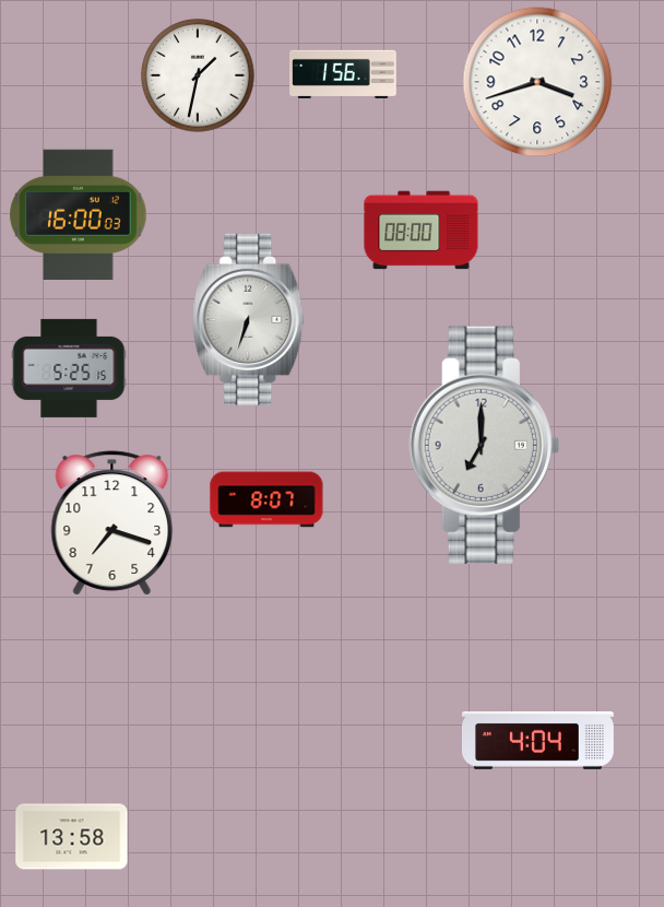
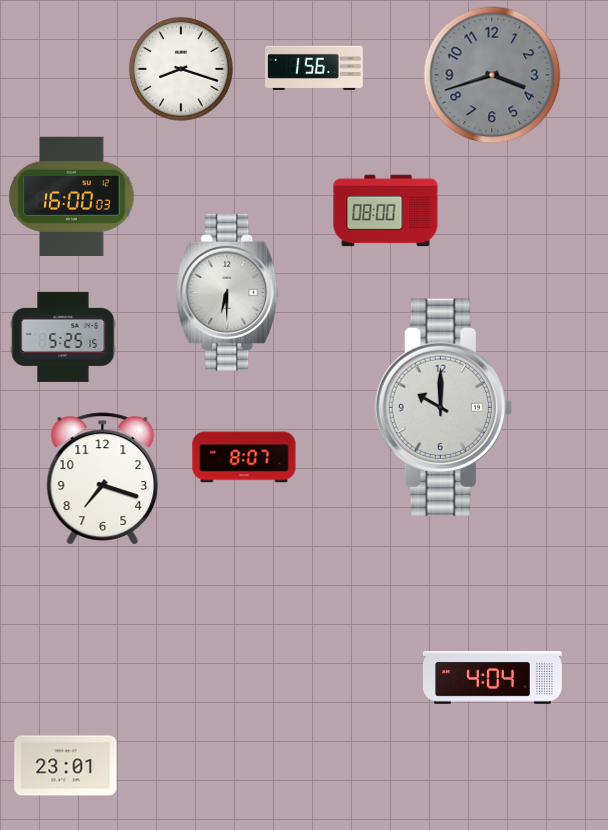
clock at (198, 75): 1:32 -> 8:18
clock at (537, 82) dial: white -> grey
clock at (249, 319): 6:33 -> 6:30
clock at (484, 445): 7:00 -> 10:00
clock at (72, 837): 13:58 -> 23:01
